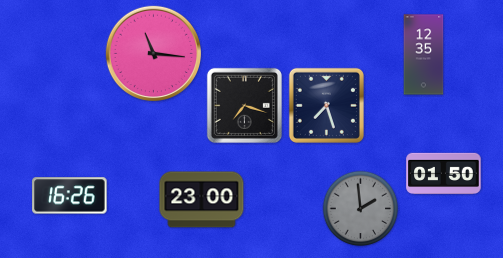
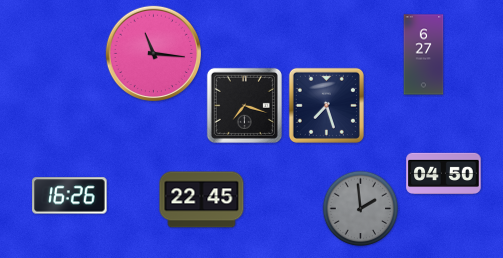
clock at (424, 55): 12:35 -> 6:27
clock at (444, 174): 01:50 -> 04:50
clock at (202, 200): 23:00 -> 22:45
